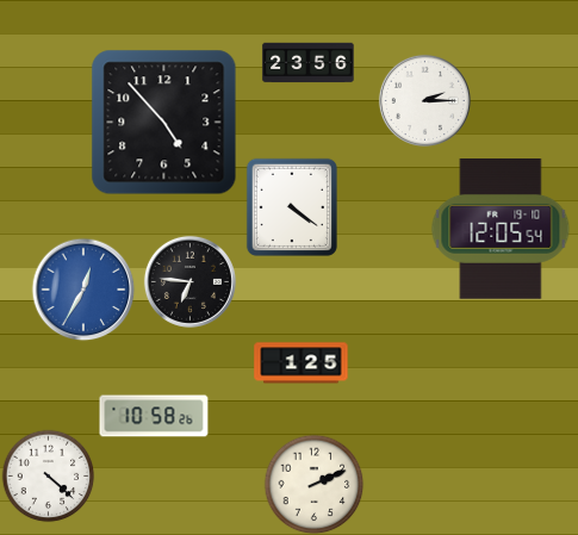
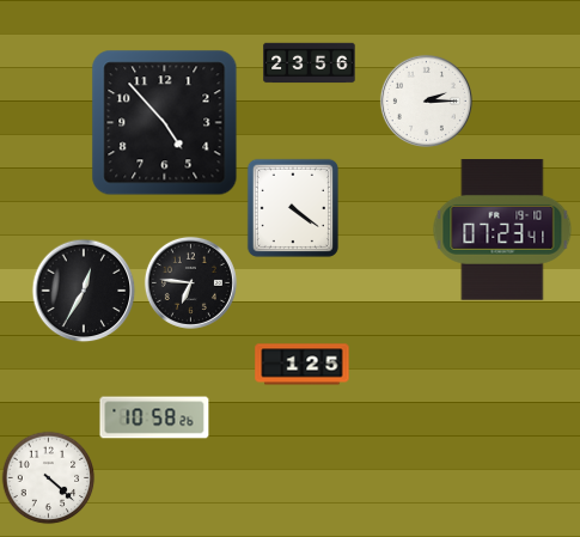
clock at (501, 229): 12:05 -> 07:23
clock at (83, 290) dial: blue -> black
clock at (313, 484): 2:11 -> none
